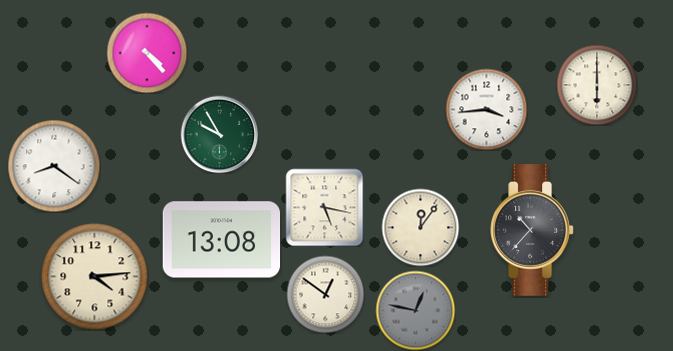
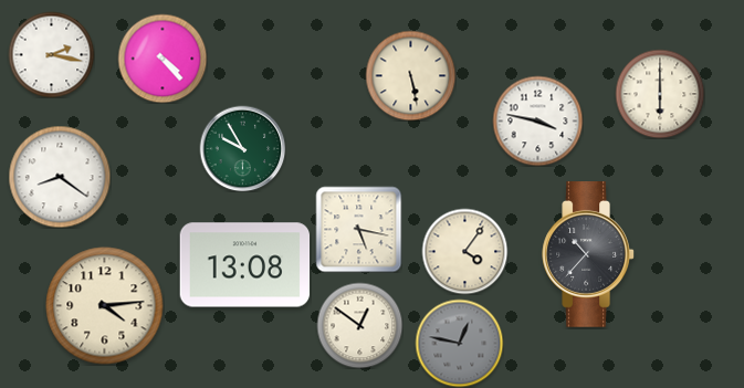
clock at (51, 54): none -> 2:17
clock at (410, 75): none -> 5:28
clock at (486, 109): 3:44 -> 3:47
clock at (54, 166) position: (54, 166) -> (60, 177)
clock at (420, 227): 12:06 -> 4:06
